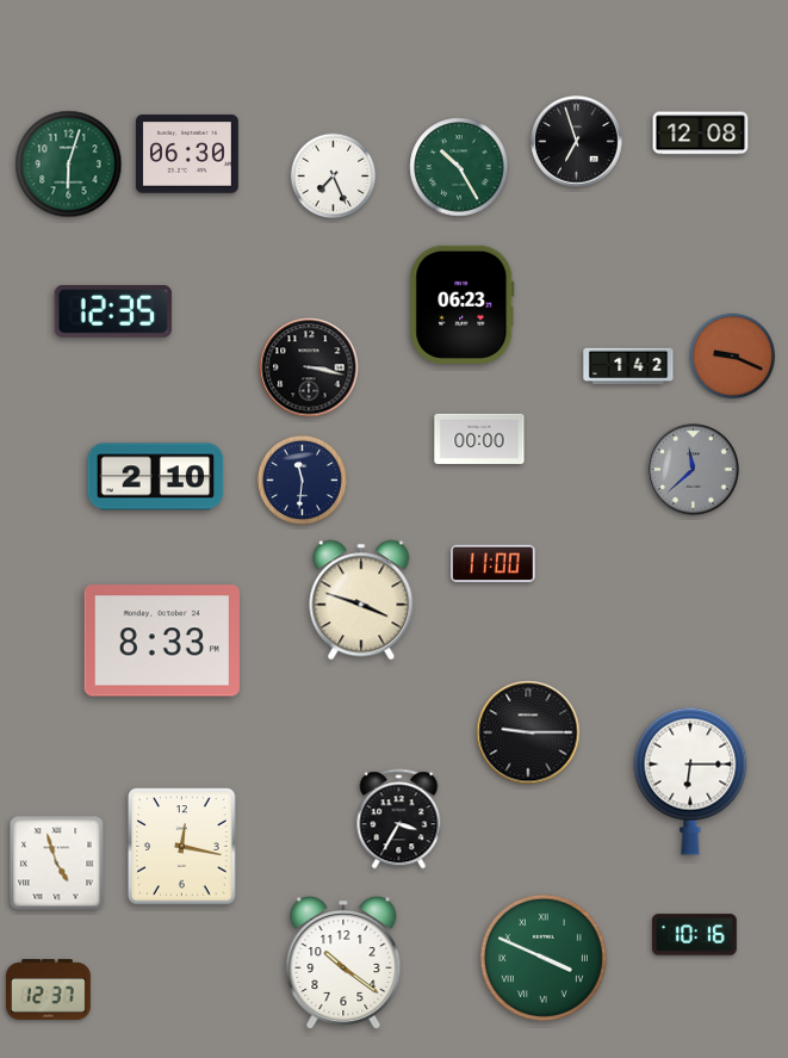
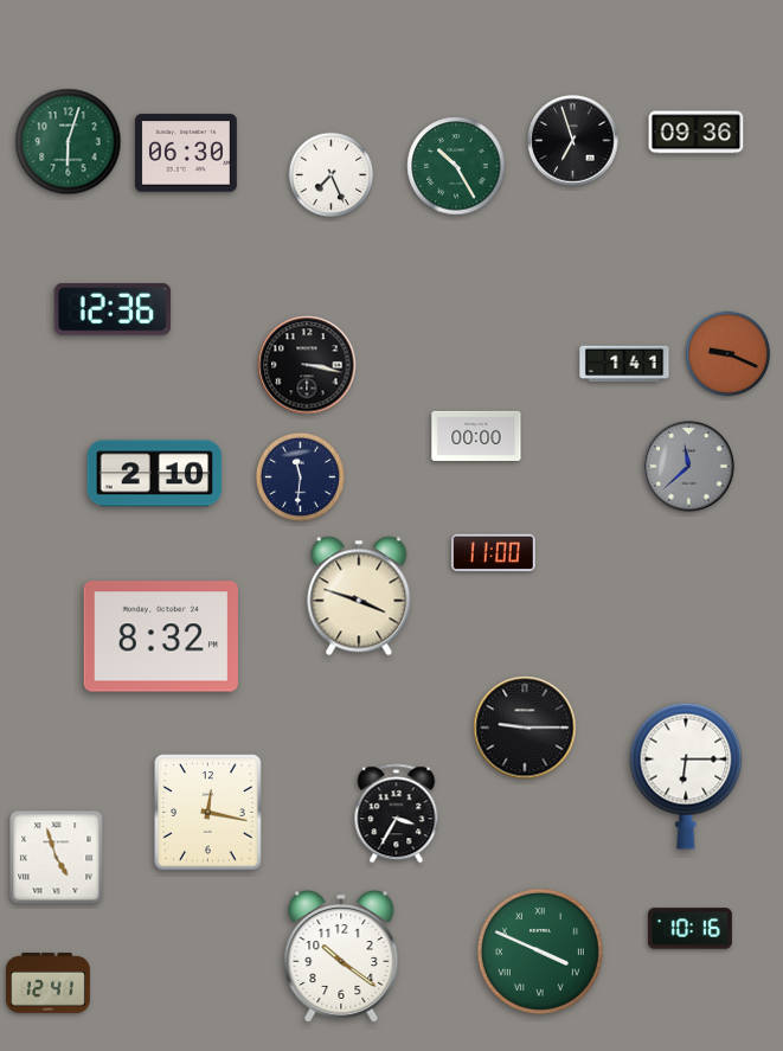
clock at (701, 134): 12:08 -> 09:36
clock at (69, 165) position: (69, 165) -> (69, 142)
clock at (463, 304): 06:23 -> none
clock at (113, 311): 12:35 -> 12:36
clock at (628, 366): 1:42 -> 1:41
clock at (492, 564) position: (492, 564) -> (493, 553)
clock at (162, 641): 8:33 -> 8:32
clock at (182, 847) position: (182, 847) -> (208, 813)
clock at (49, 990): 12:37 -> 12:41
